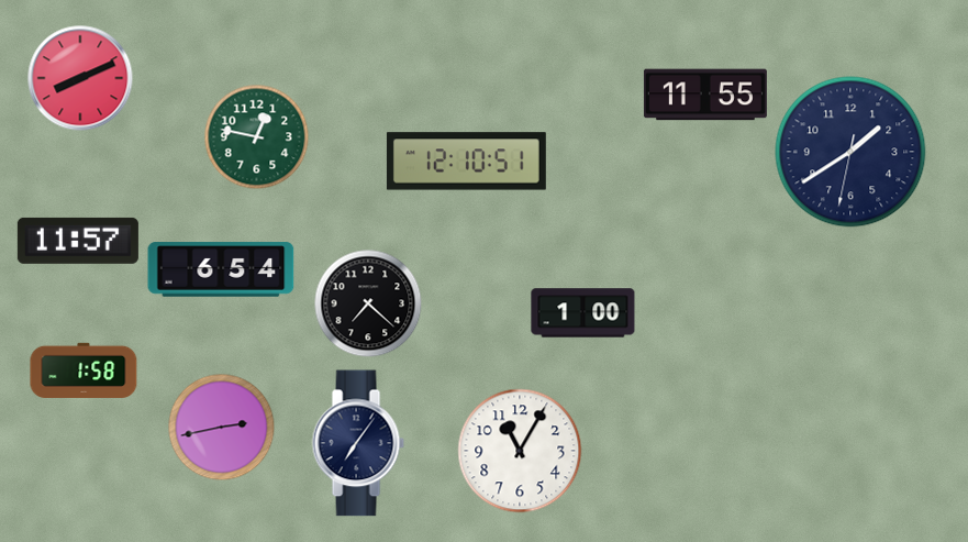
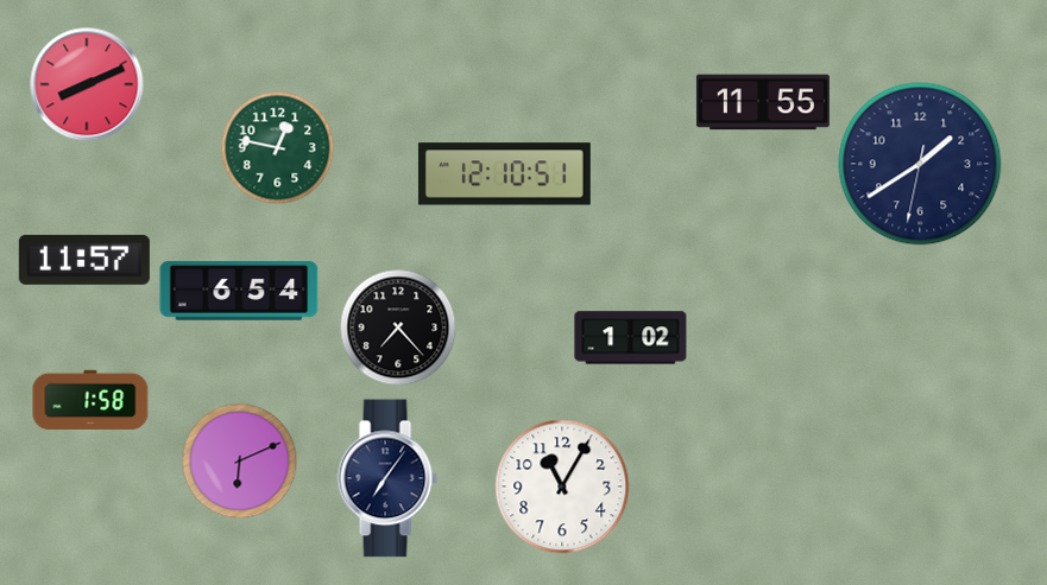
clock at (368, 303): 7:22 -> 7:23
clock at (583, 313): 1:00 -> 1:02
clock at (222, 428): 2:43 -> 6:11
